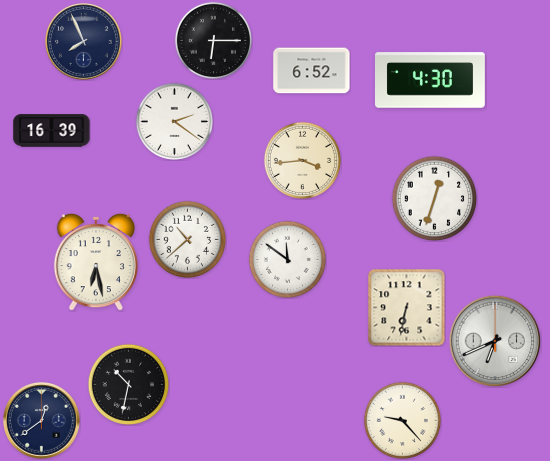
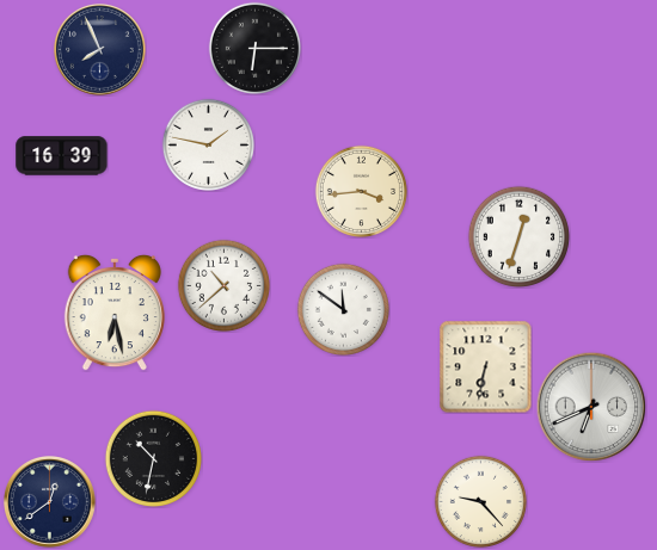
clock at (312, 71): 6:52 -> none
clock at (431, 80): 4:30 -> none
clock at (174, 121): 2:21 -> 1:47
